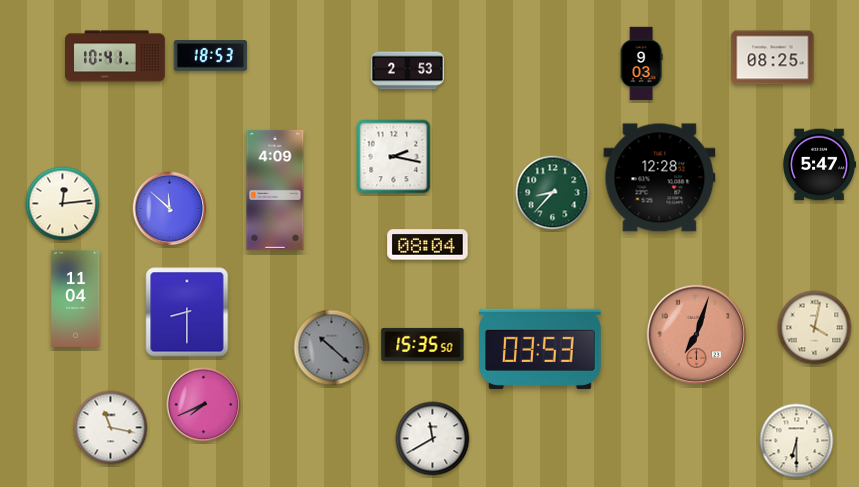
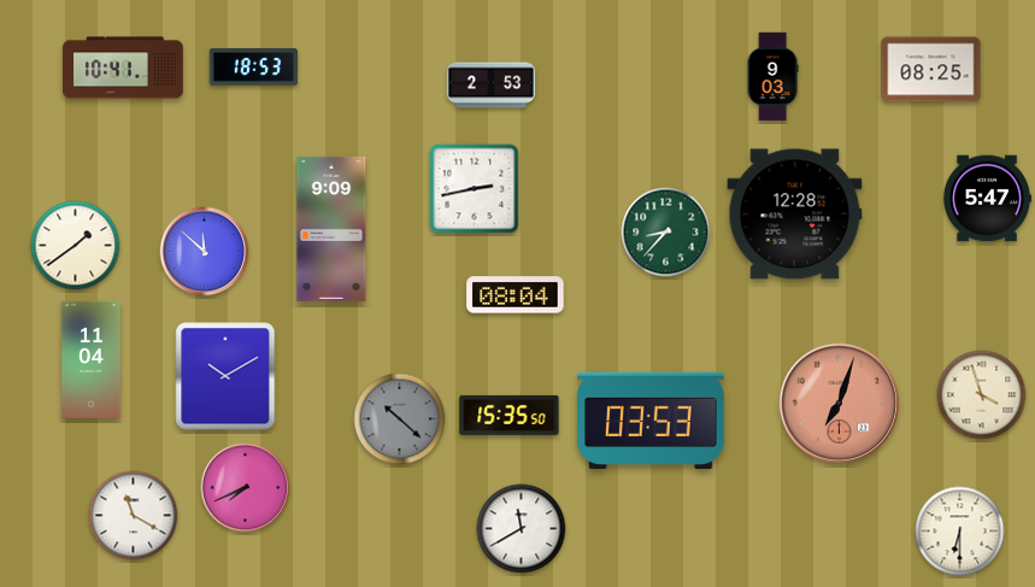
clock at (115, 56) position: (115, 56) -> (123, 67)
clock at (394, 157): 2:17 -> 2:43
clock at (275, 190): 4:09 -> 9:09
clock at (63, 204): 12:14 -> 1:39
clock at (187, 312): 8:30 -> 10:10
clock at (815, 328): 4:02 -> 3:57
clock at (111, 428): 11:17 -> 11:20
